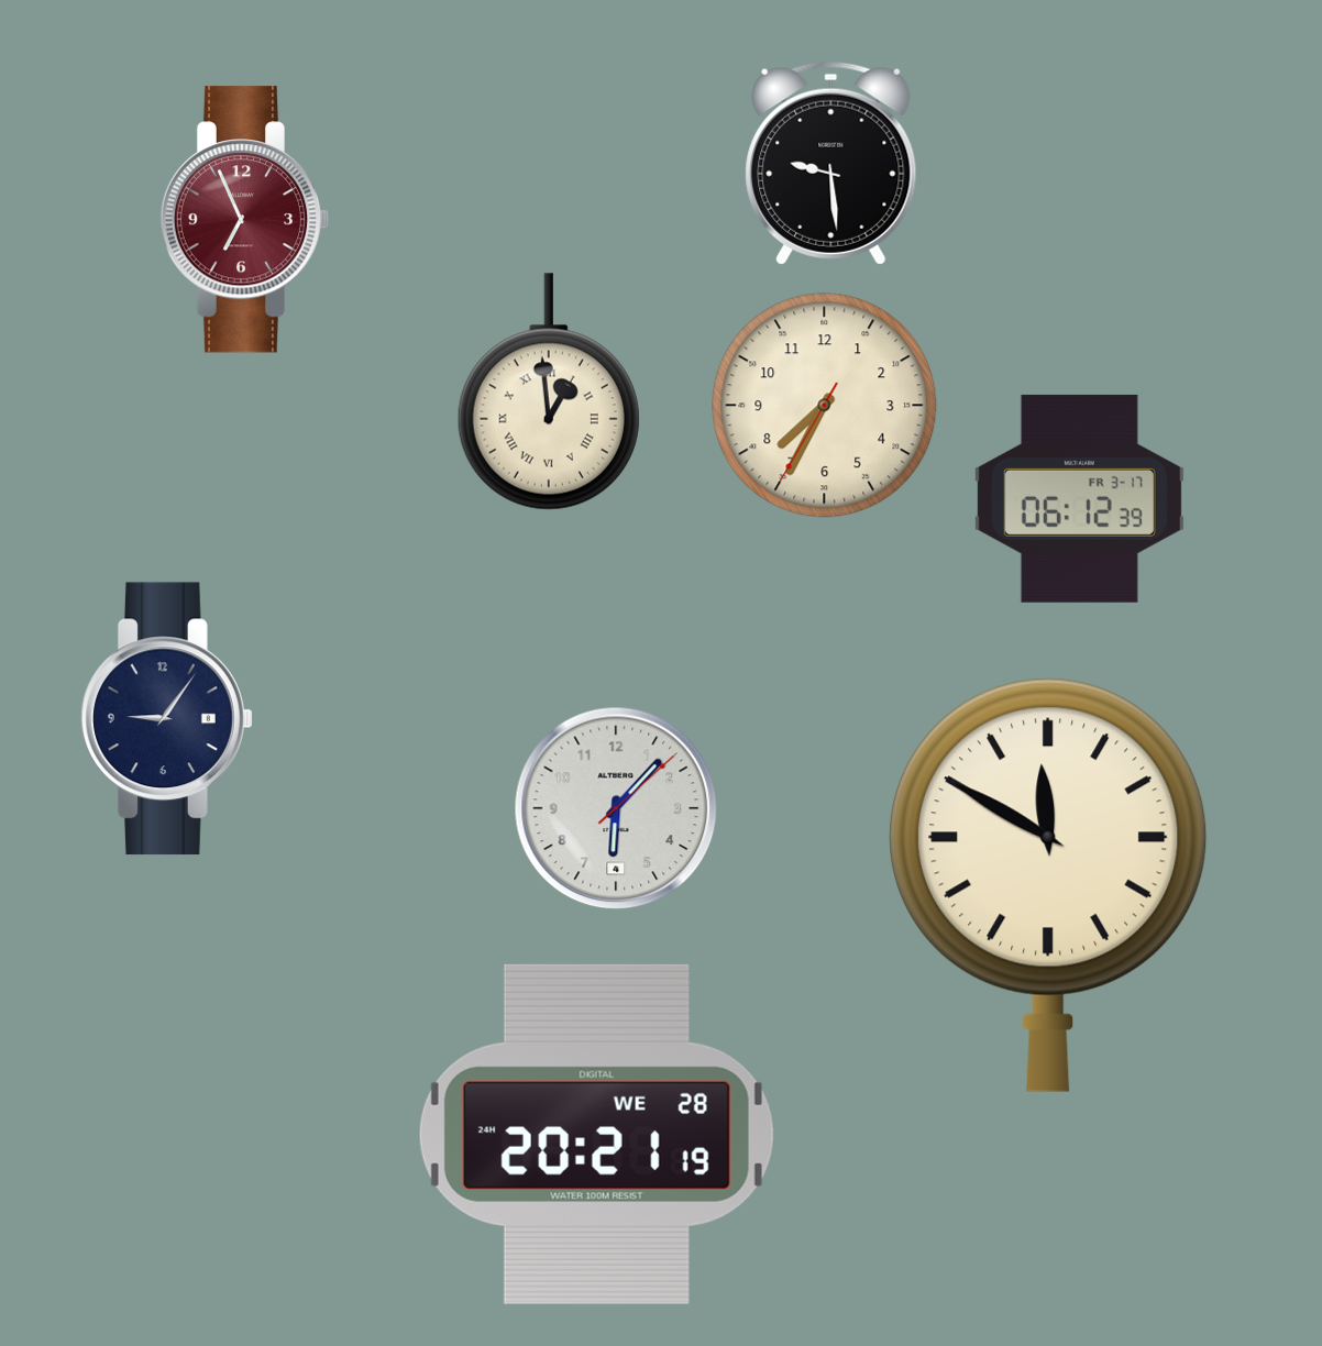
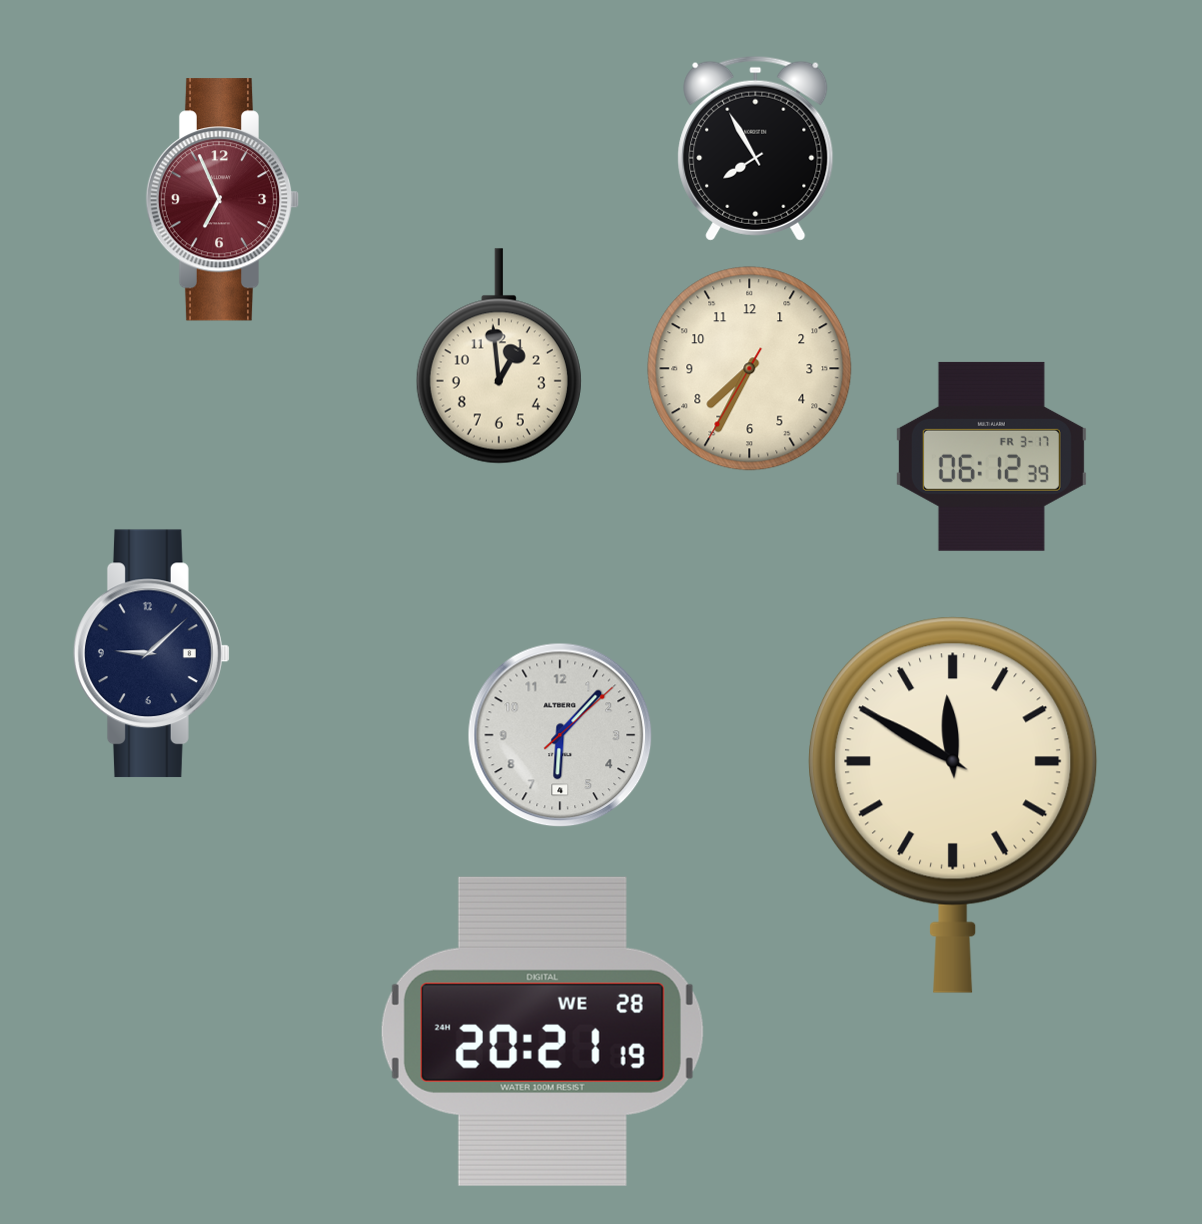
clock at (831, 163): 9:29 -> 7:55
clock at (549, 391) numerals: Roman -> Arabic
clock at (1079, 498) position: (1079, 498) -> (991, 456)
clock at (167, 719): 9:06 -> 9:08
